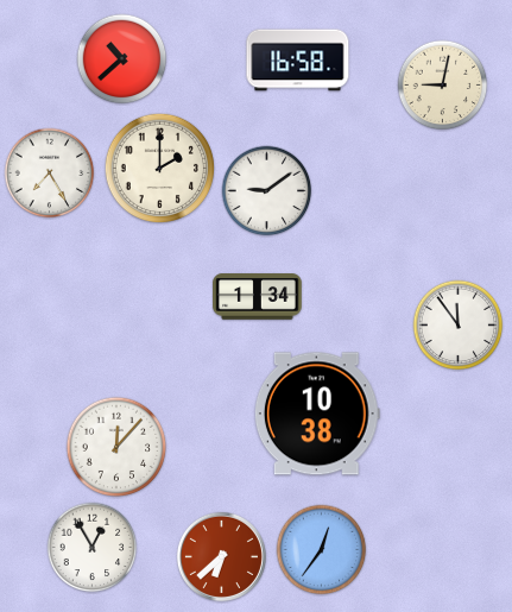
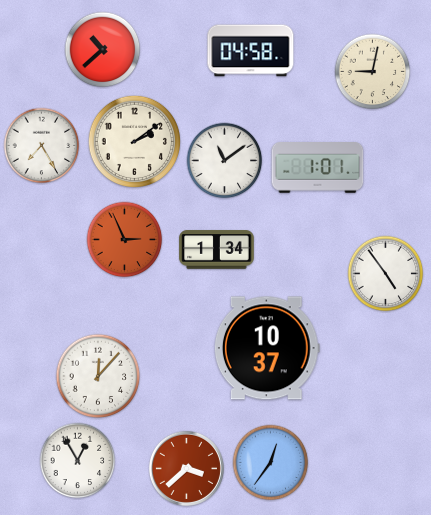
clock at (298, 61): 16:58 -> 04:58
clock at (159, 168): 2:00 -> 2:09
clock at (267, 191): 9:09 -> 11:09
clock at (318, 168): none -> 1:01
clock at (125, 240): none -> 2:56
clock at (459, 326): 11:54 -> 4:54
clock at (317, 414): 10:38 -> 10:37
clock at (221, 556): 6:38 -> 3:38
